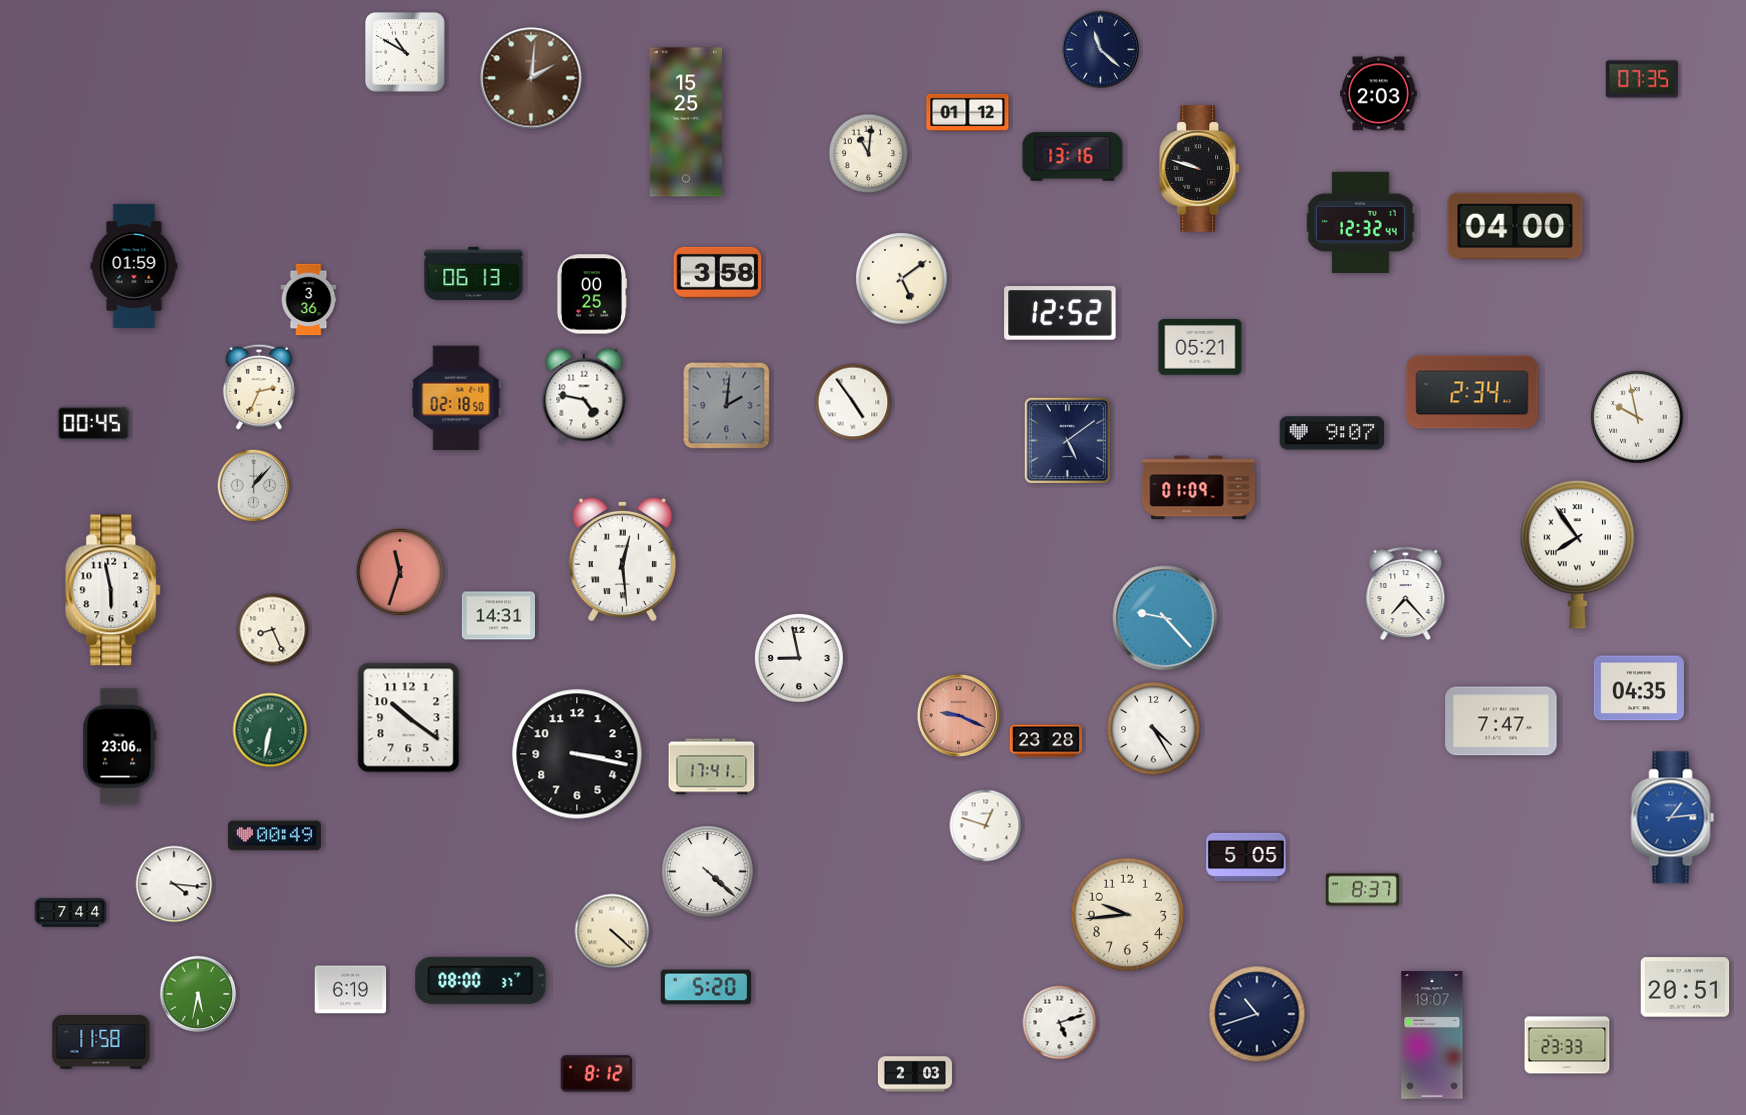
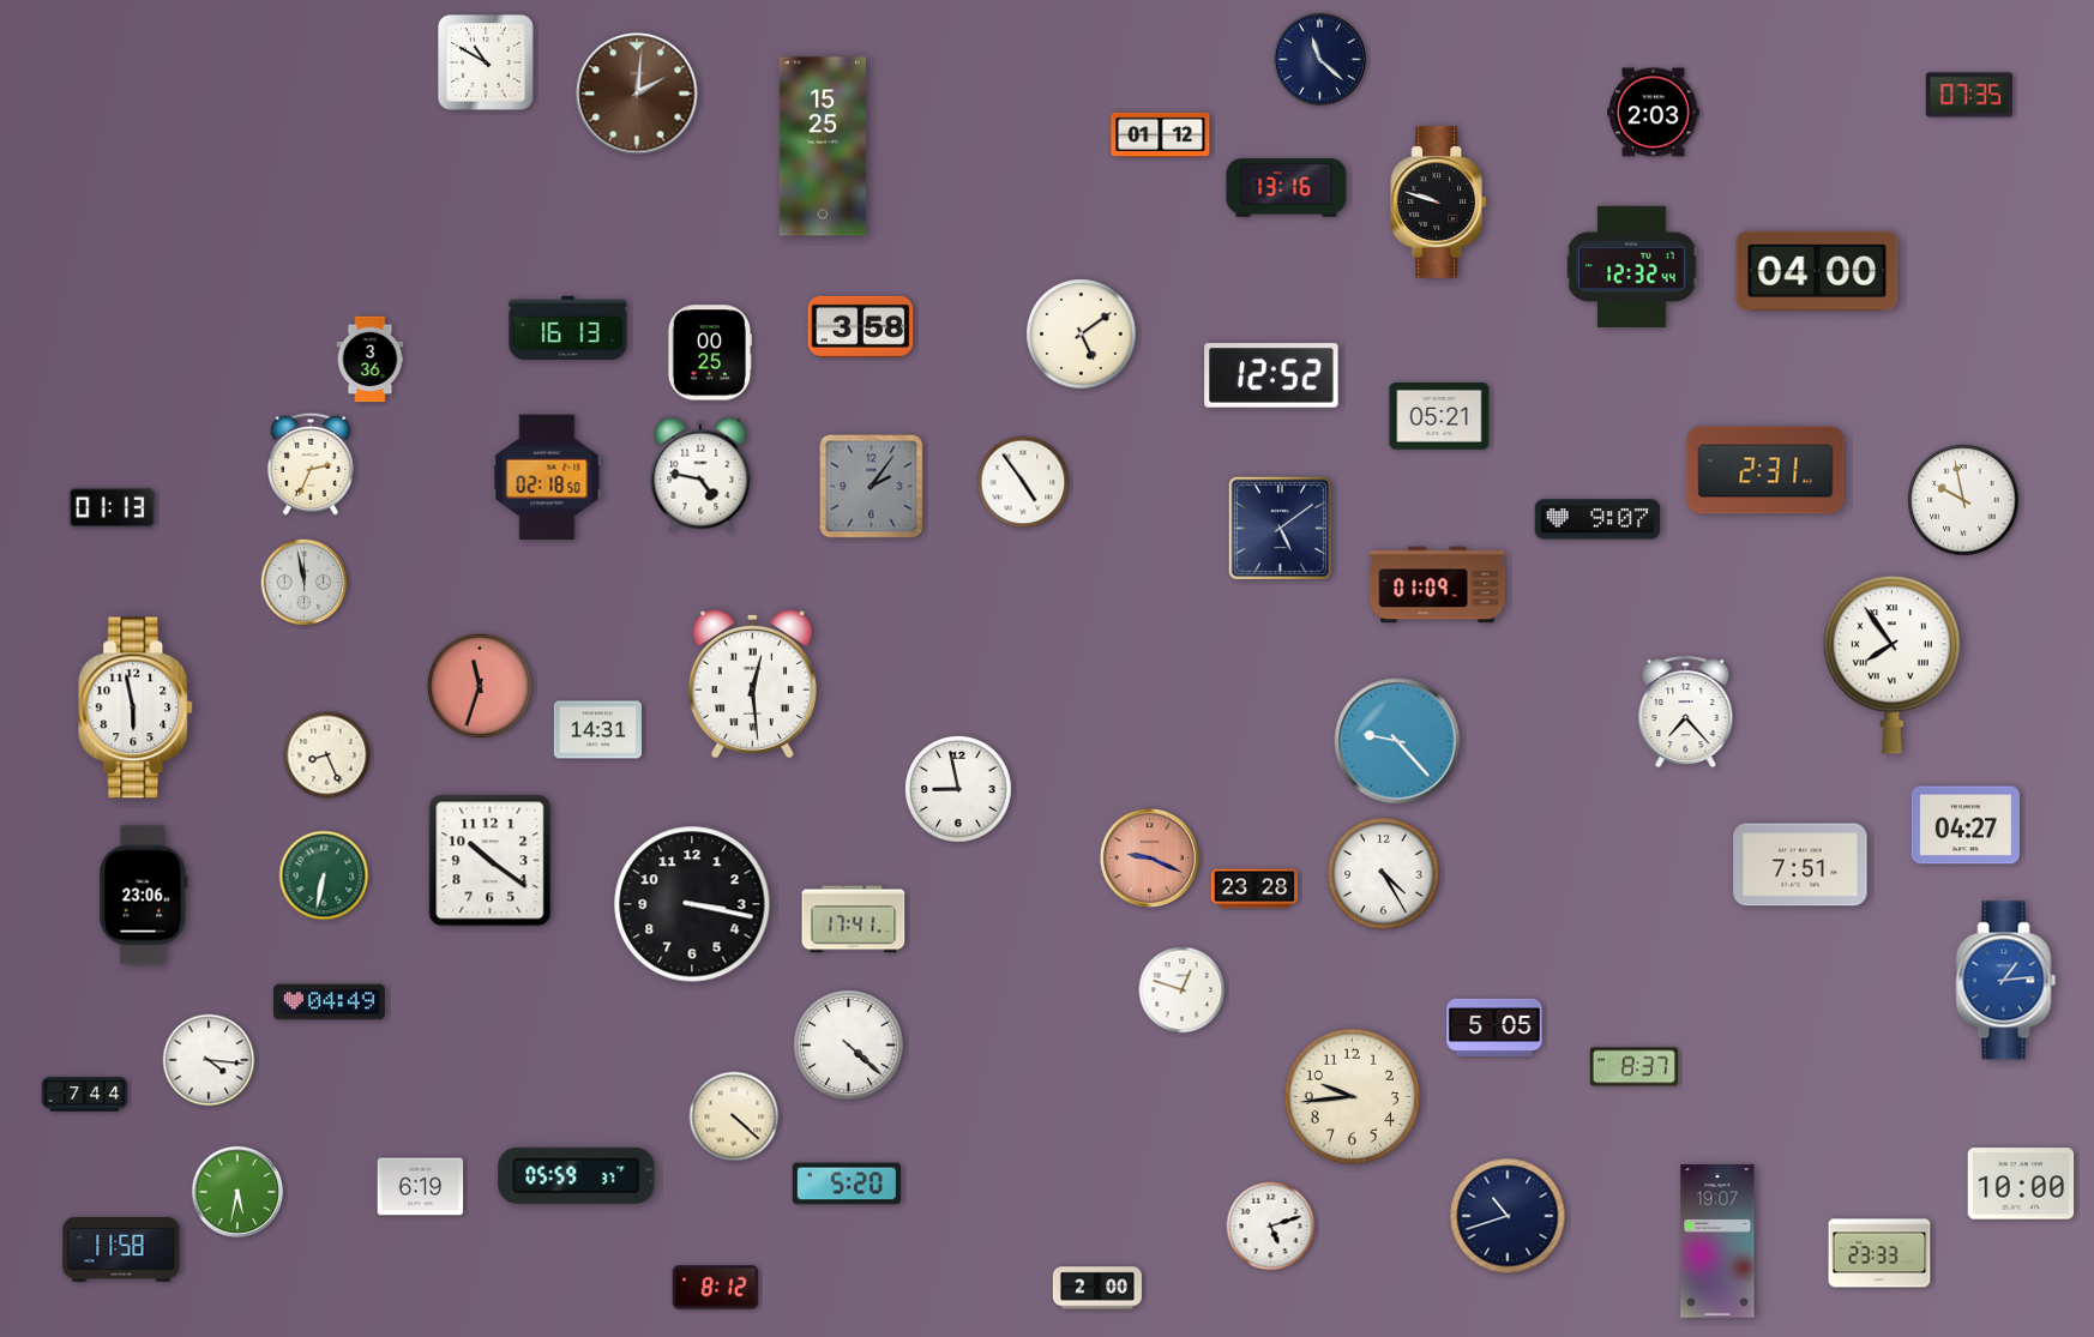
clock at (869, 154): 11:01 -> none
clock at (134, 266): 01:59 -> none
clock at (474, 274): 06:13 -> 16:13
clock at (1472, 392): 2:34 -> 2:31
clock at (727, 406): 2:01 -> 2:06
clock at (94, 423): 00:45 -> 01:13
clock at (254, 486): 1:07 -> 11:58
clock at (622, 559) position: (622, 559) -> (752, 683)
clock at (498, 616) position: (498, 616) -> (597, 730)
clock at (1639, 688): 04:35 -> 04:27
clock at (1501, 721): 7:47 -> 7:51
clock at (275, 836): 00:49 -> 04:49
clock at (481, 980): 08:00 -> 05:59
clock at (1685, 987): 20:51 -> 10:00
clock at (915, 1074): 2:03 -> 2:00
